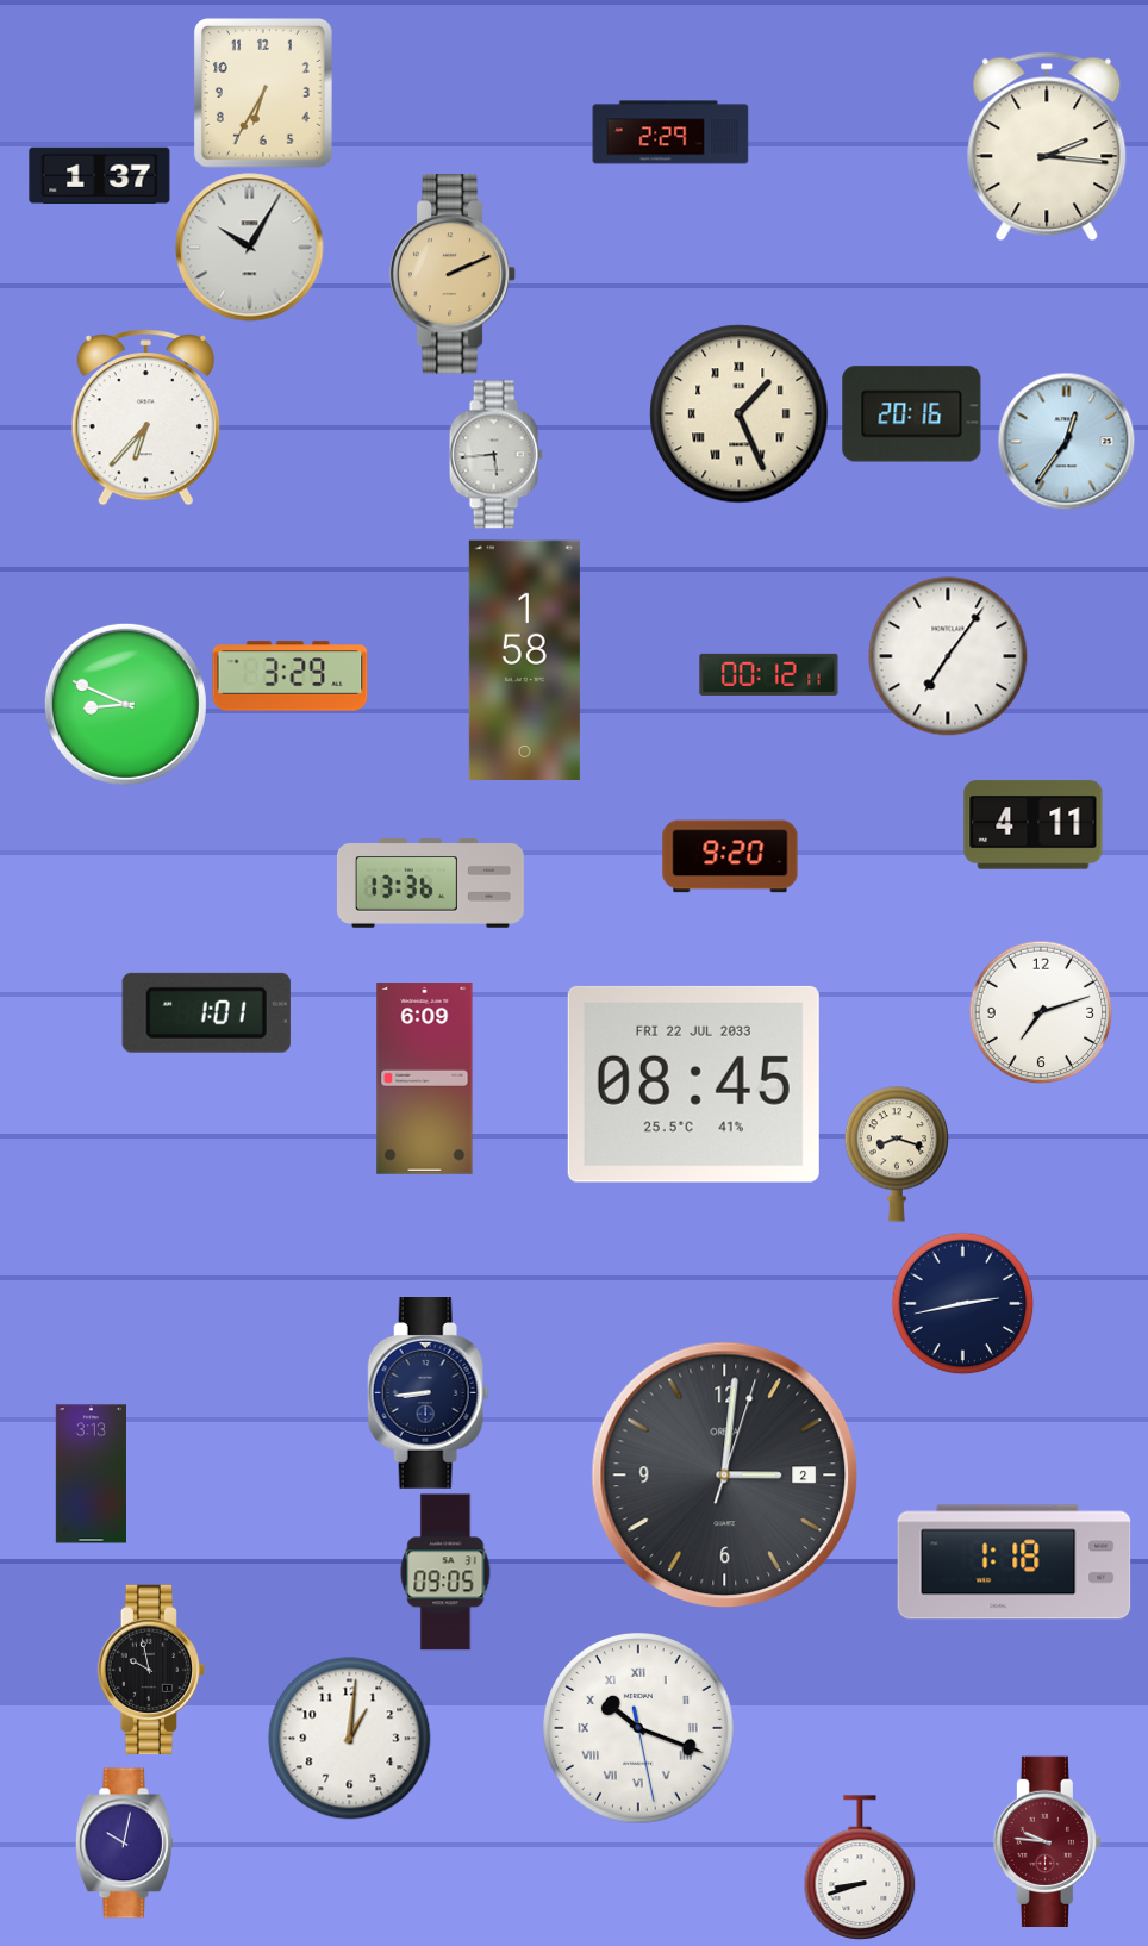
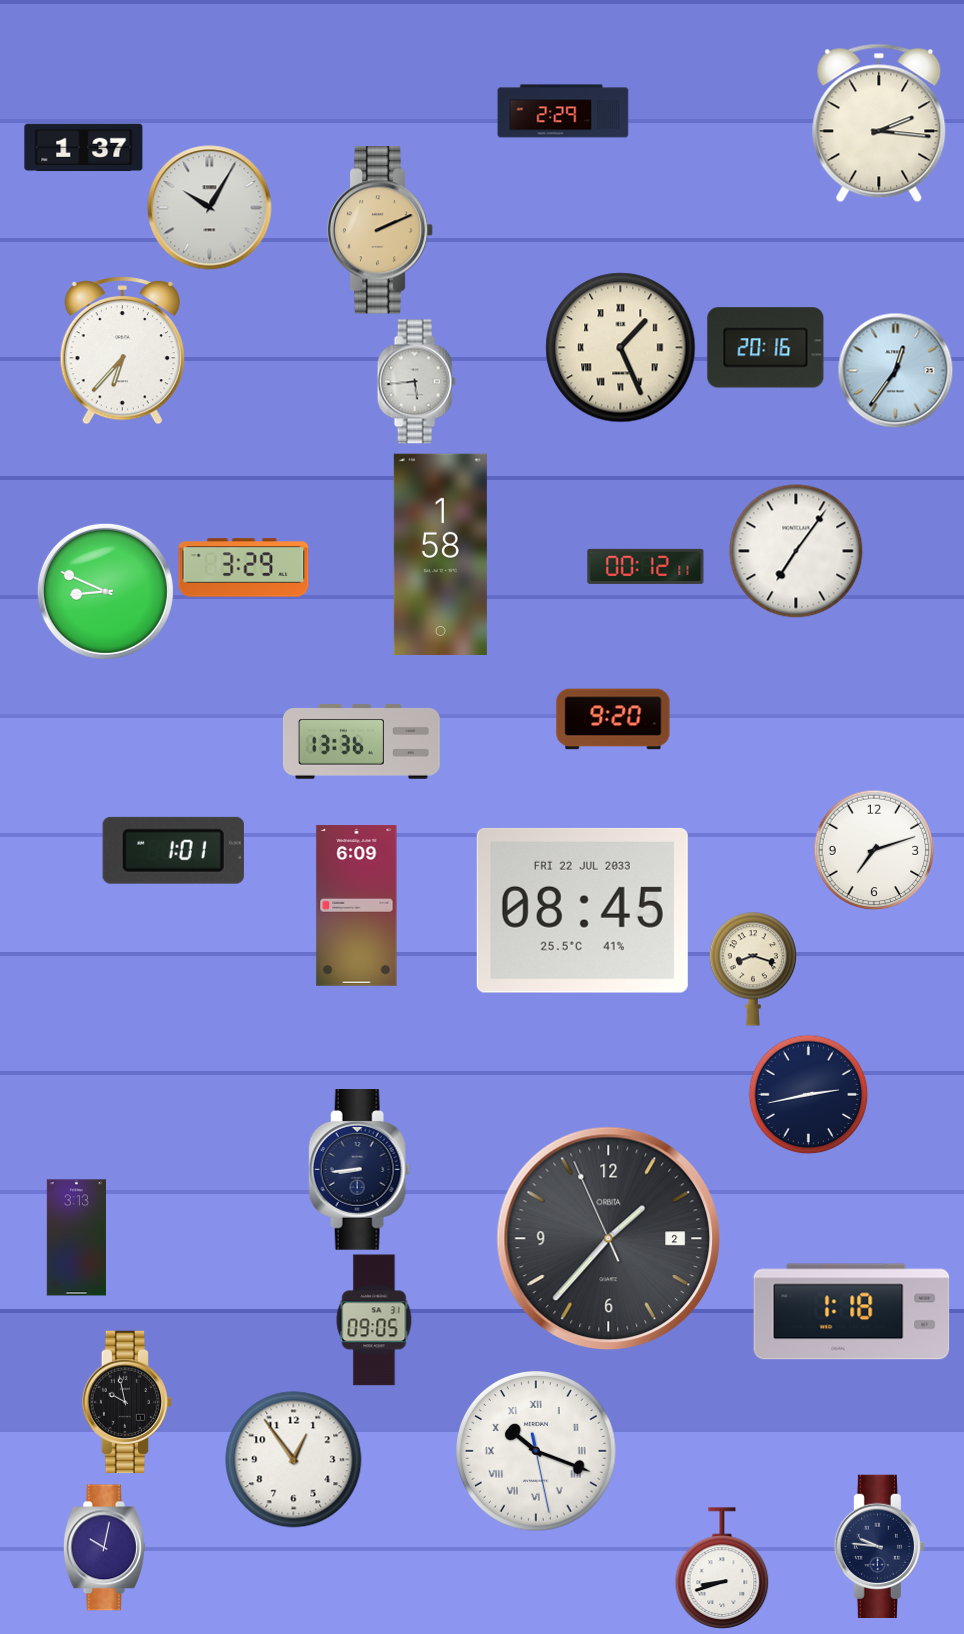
clock at (263, 93): 6:35 -> none
clock at (1034, 825): 4:11 -> none
clock at (725, 1476): 3:01 -> 1:36
clock at (350, 1739): 1:01 -> 12:54
clock at (1047, 1841) dial: burgundy -> navy
